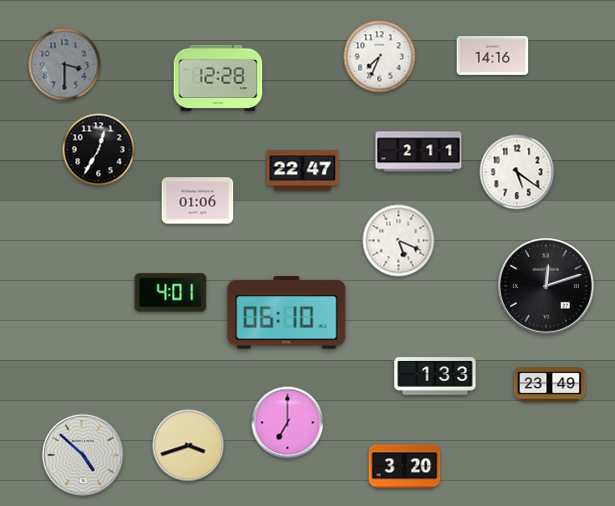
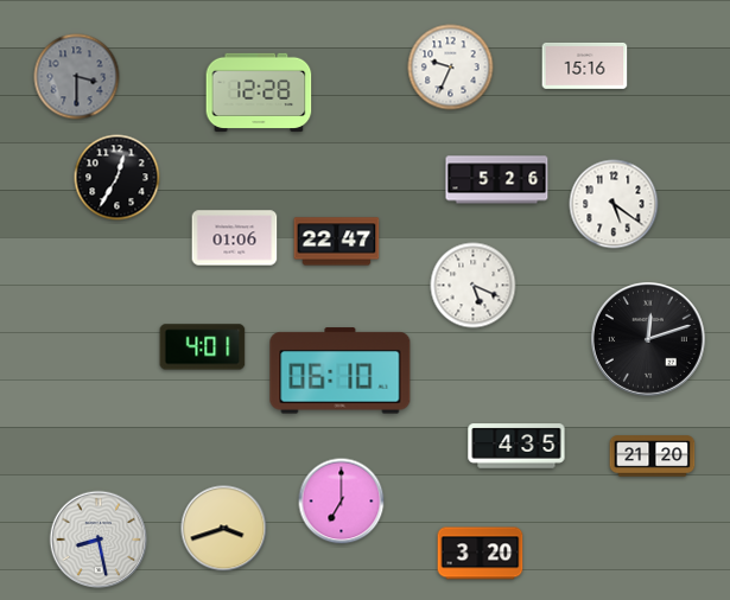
clock at (493, 55): 14:16 -> 15:16
clock at (380, 57): 7:34 -> 9:34
clock at (419, 152): 2:11 -> 5:26
clock at (303, 171) position: (303, 171) -> (337, 242)
clock at (435, 376): 1:33 -> 4:35
clock at (550, 385): 23:49 -> 21:20
clock at (83, 455): 4:52 -> 8:28
